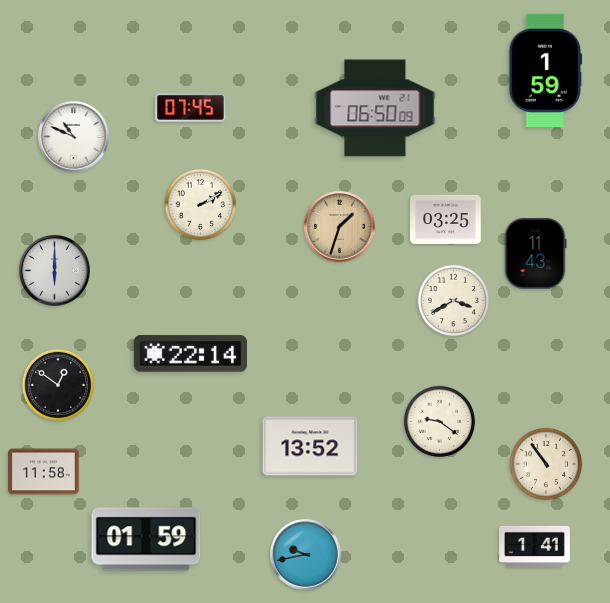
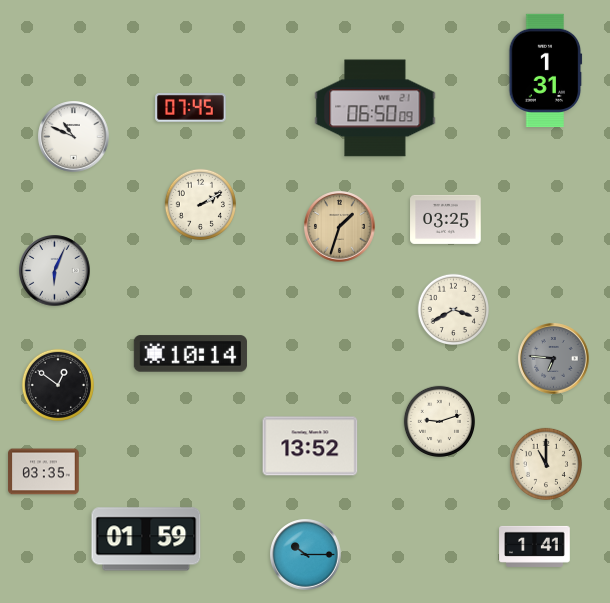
clock at (546, 70): 1:59 -> 1:31
clock at (535, 254): 11:43 -> none
clock at (55, 271): 6:00 -> 6:04
clock at (453, 300) position: (453, 300) -> (453, 309)
clock at (190, 354): 22:14 -> 10:14
clock at (554, 359): none -> 6:46
clock at (439, 421): 9:21 -> 9:12
clock at (546, 464): 10:54 -> 11:00
clock at (44, 472): 11:58 -> 03:35
clock at (306, 555): 9:43 -> 10:15
